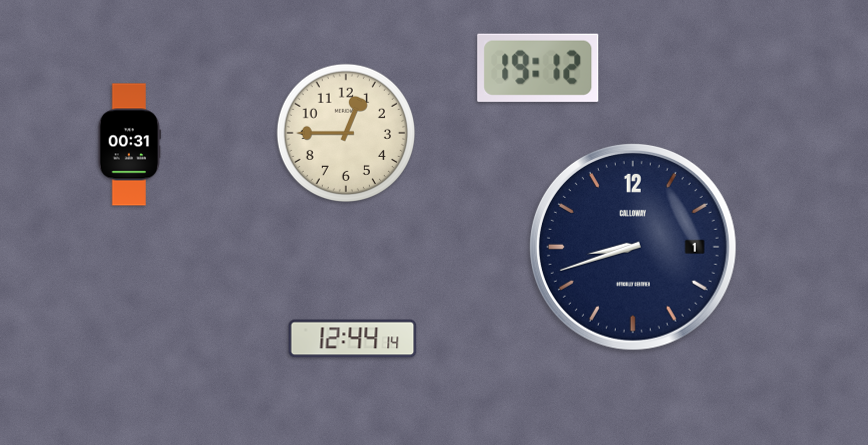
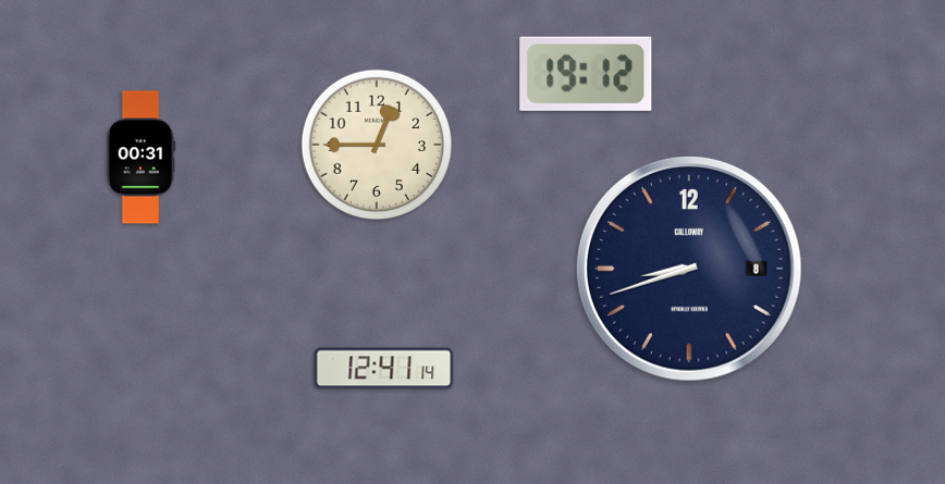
clock at (633, 247) date: 1 -> 8
clock at (353, 339): 12:44 -> 12:41
